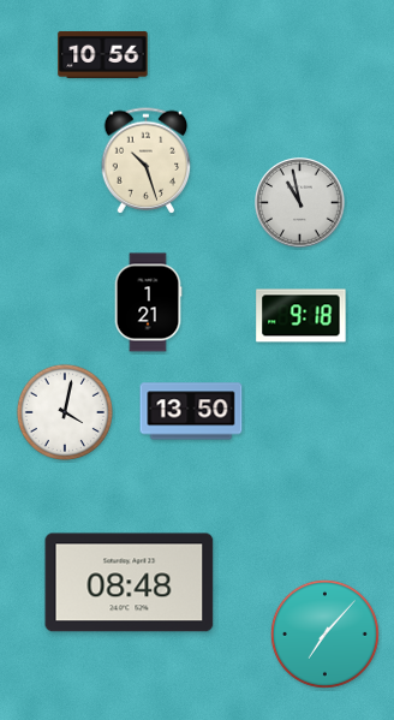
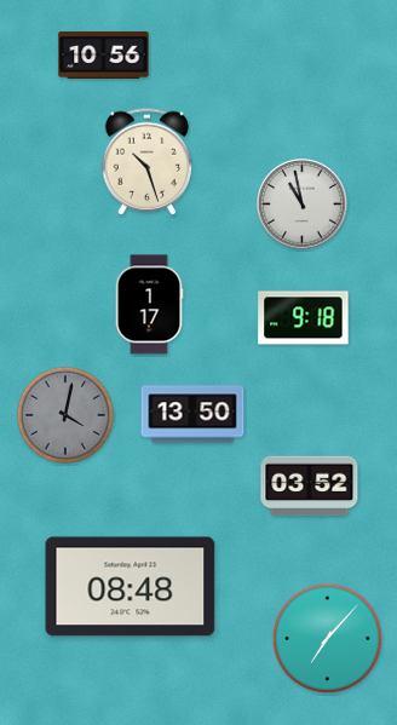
clock at (148, 303): 1:21 -> 1:17
clock at (65, 412) dial: white -> grey
clock at (310, 487): none -> 03:52
